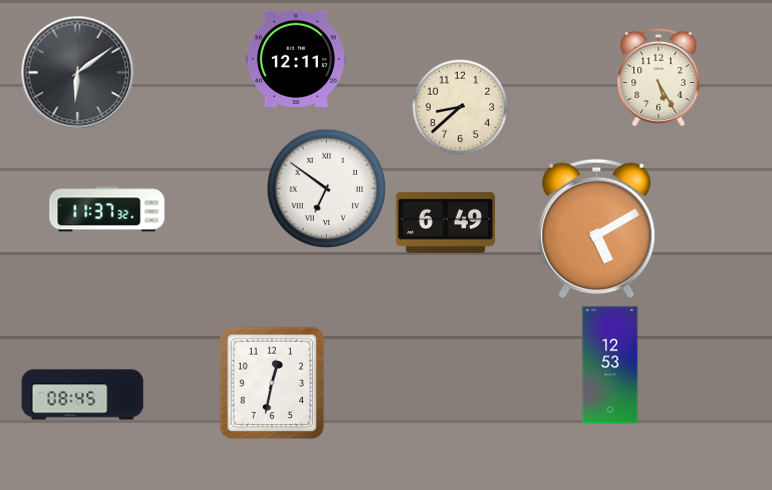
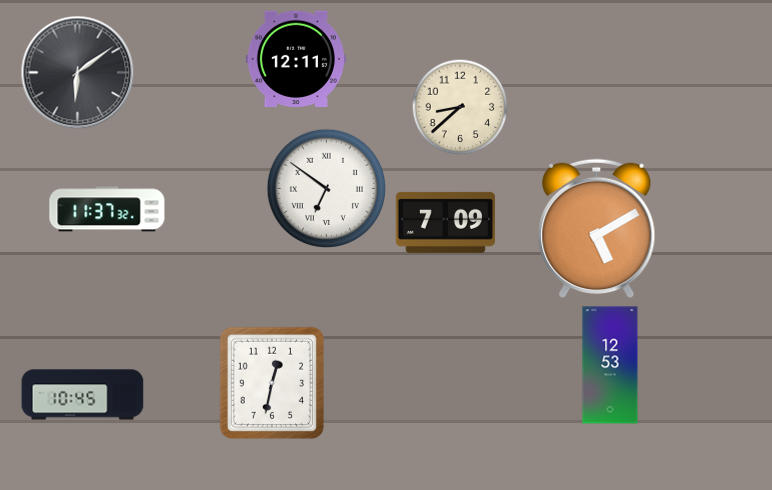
clock at (659, 77): 5:25 -> none
clock at (445, 222): 6:49 -> 7:09
clock at (83, 395): 08:45 -> 10:45
